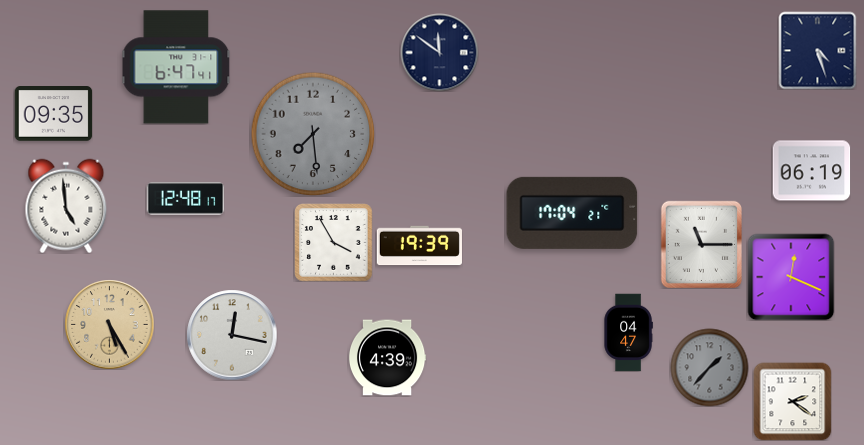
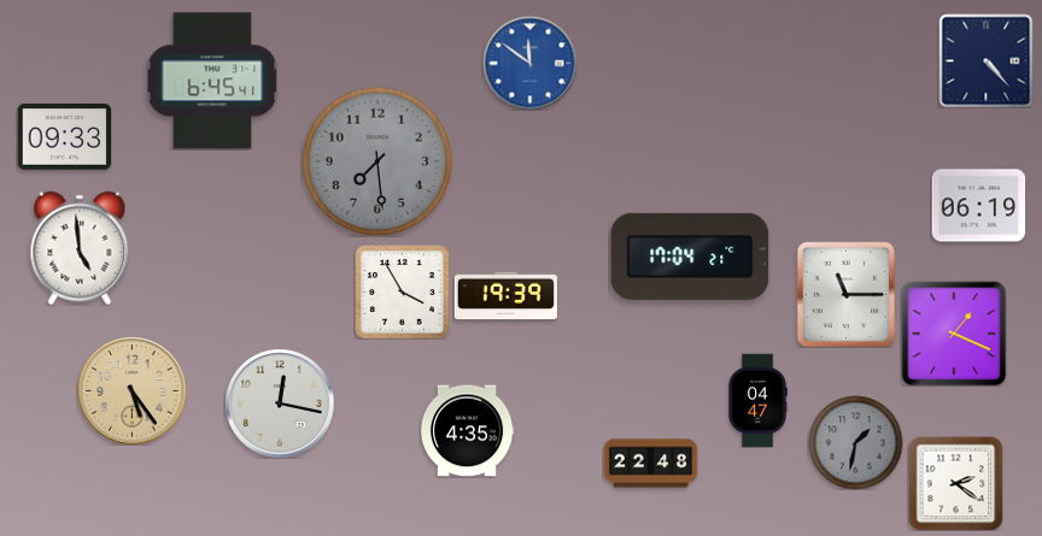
clock at (817, 50): 4:27 -> 4:23
clock at (439, 52) dial: navy -> blue
clock at (176, 67): 6:47 -> 6:45
clock at (53, 114): 09:35 -> 09:33
clock at (185, 199): 12:48 -> none
clock at (791, 277): 12:19 -> 1:19
clock at (109, 324): 5:25 -> 5:24
clock at (387, 358): 4:39 -> 4:35
clock at (709, 367): 1:37 -> 1:32
clock at (650, 464): none -> 22:48
